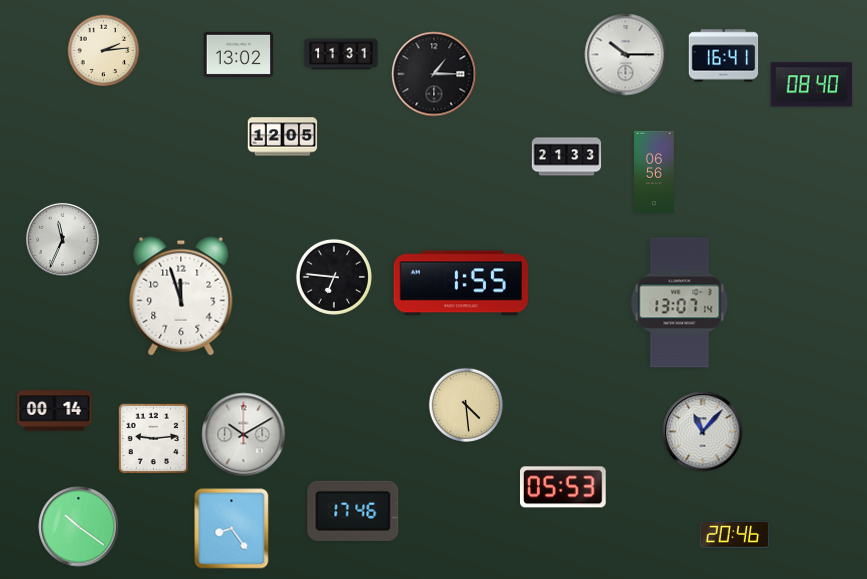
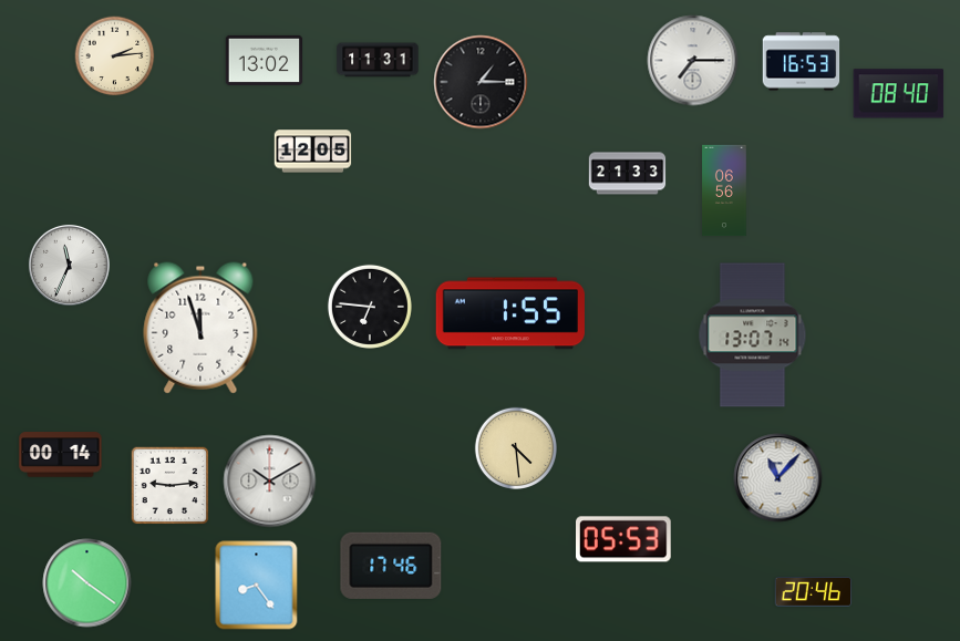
clock at (626, 55): 10:15 -> 7:15
clock at (724, 56): 16:41 -> 16:53
